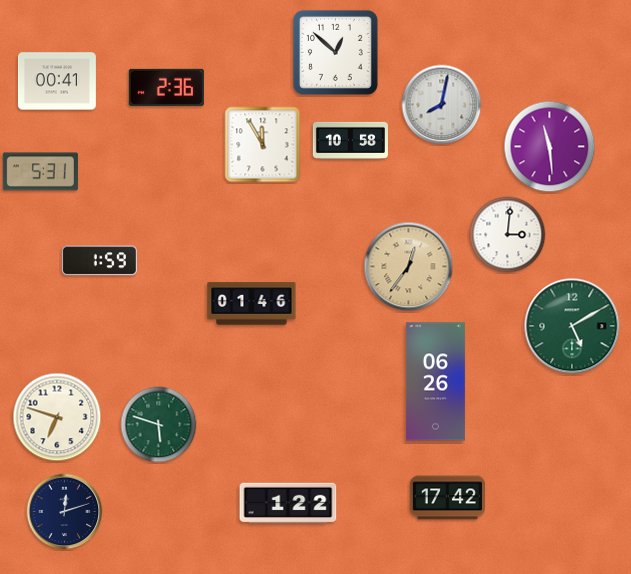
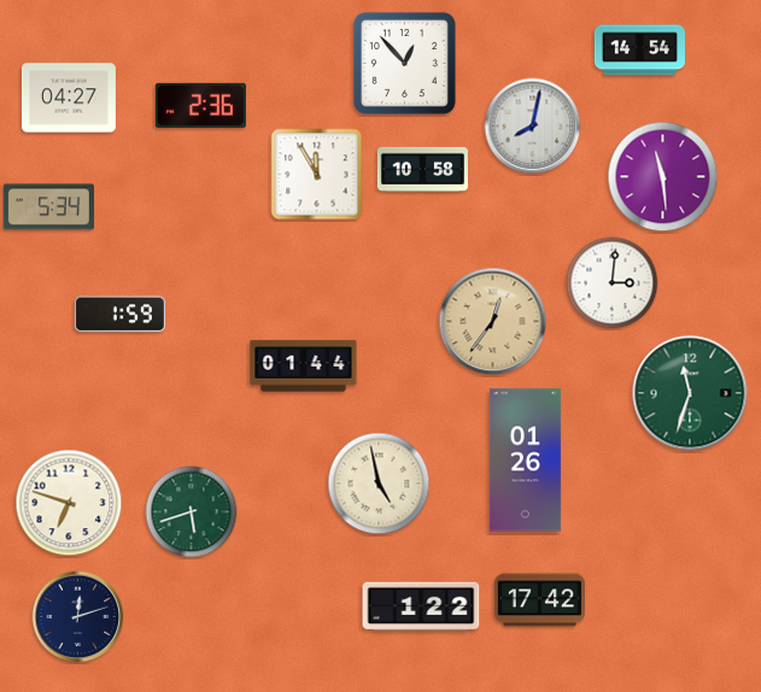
clock at (639, 51): none -> 14:54
clock at (335, 52): 12:52 -> 12:53
clock at (57, 81): 00:41 -> 04:27
clock at (40, 172): 5:31 -> 5:34
clock at (252, 304): 01:46 -> 01:44
clock at (572, 326): 5:10 -> 11:33
clock at (435, 382): 06:26 -> 01:26
clock at (379, 483): none -> 4:58
clock at (159, 425): 5:48 -> 5:42
clock at (288, 503) position: (288, 503) -> (421, 606)
